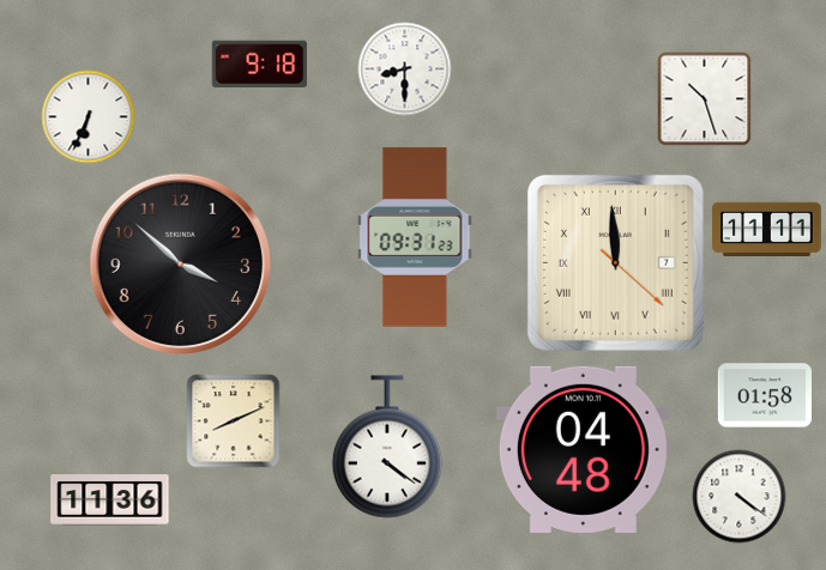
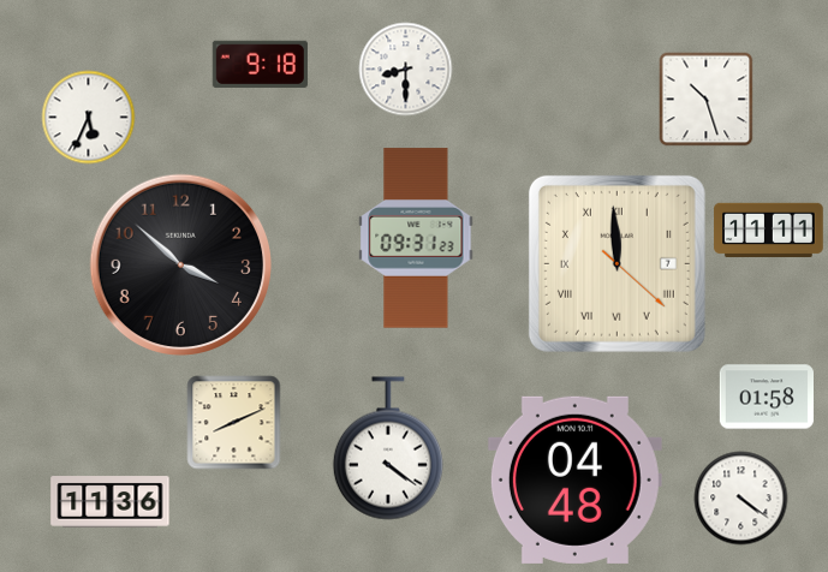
clock at (88, 116): 6:34 -> 5:34
clock at (583, 449) position: (583, 449) -> (574, 479)
